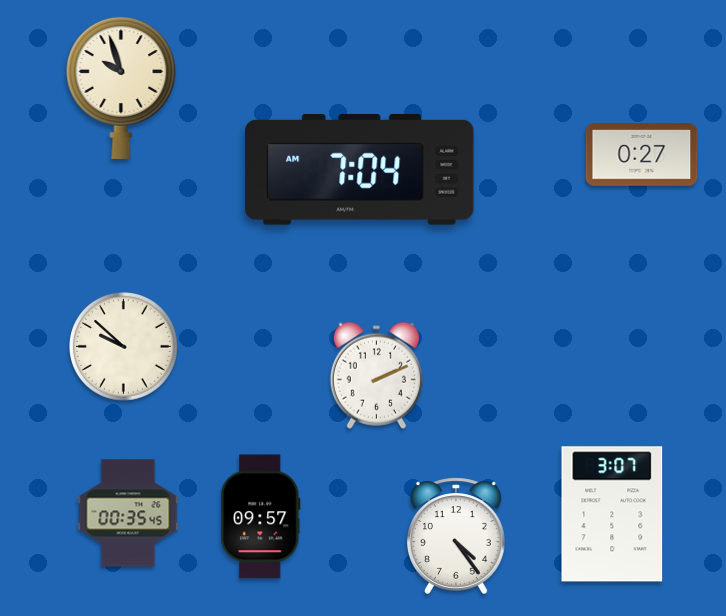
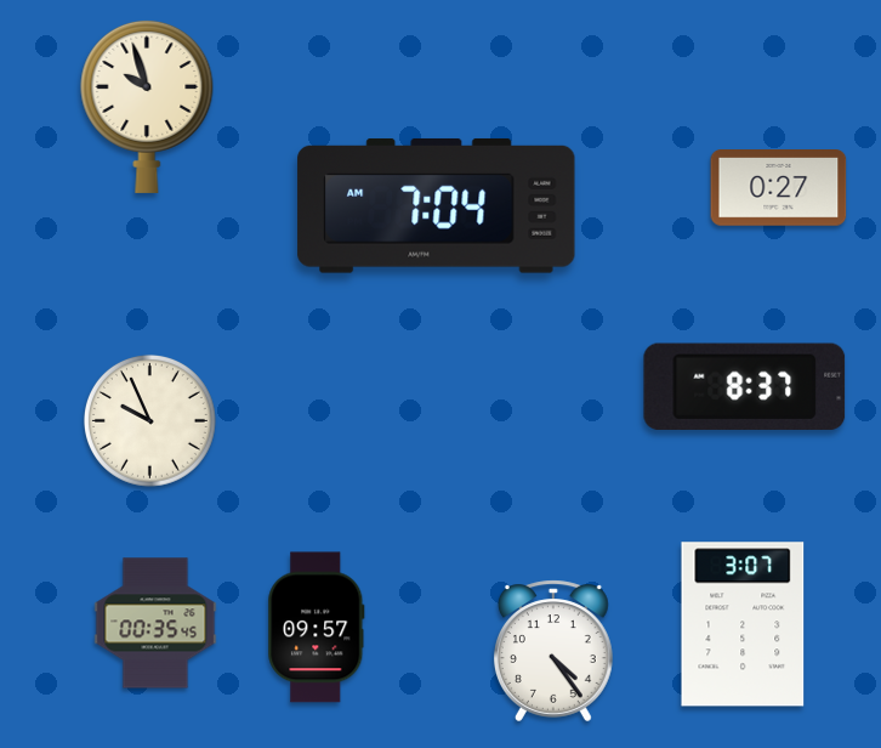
clock at (745, 386): none -> 8:37
clock at (123, 346): 9:52 -> 9:56
clock at (376, 375): 2:11 -> none
